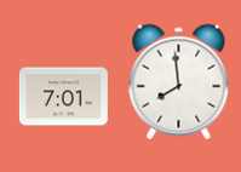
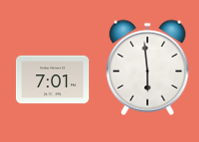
clock at (179, 82): 7:59 -> 5:59
